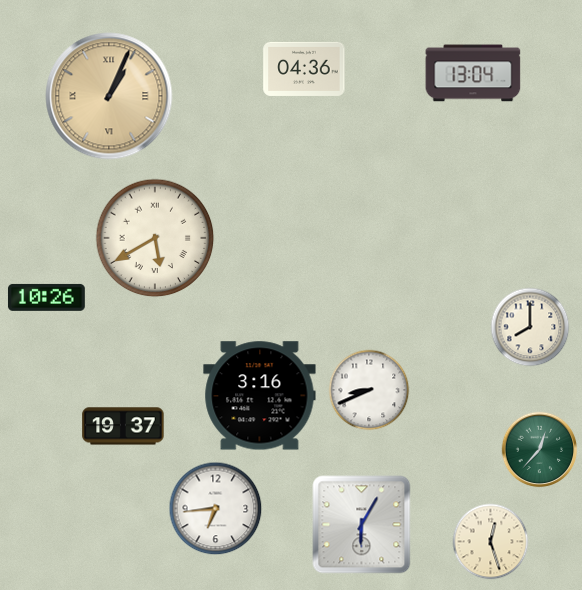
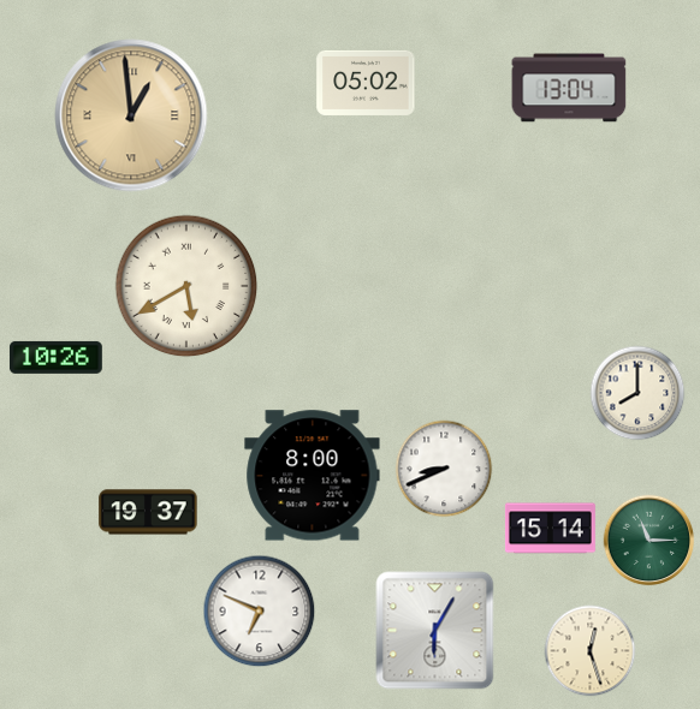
clock at (304, 69): 04:36 -> 05:02
clock at (109, 96): 1:04 -> 12:59
clock at (260, 396): 3:16 -> 8:00
clock at (550, 529): none -> 15:14
clock at (540, 450): 12:37 -> 11:15
clock at (216, 509): 6:44 -> 6:49
